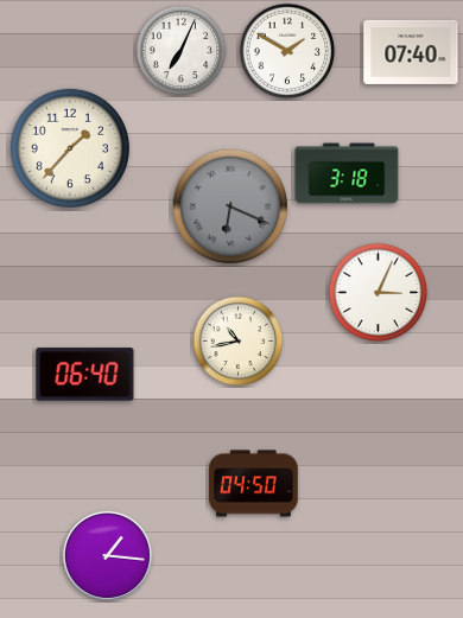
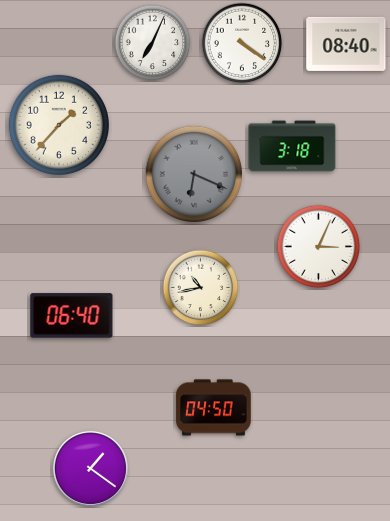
clock at (287, 51): 1:50 -> 4:21
clock at (411, 52): 07:40 -> 08:40
clock at (107, 555): 1:16 -> 1:21
